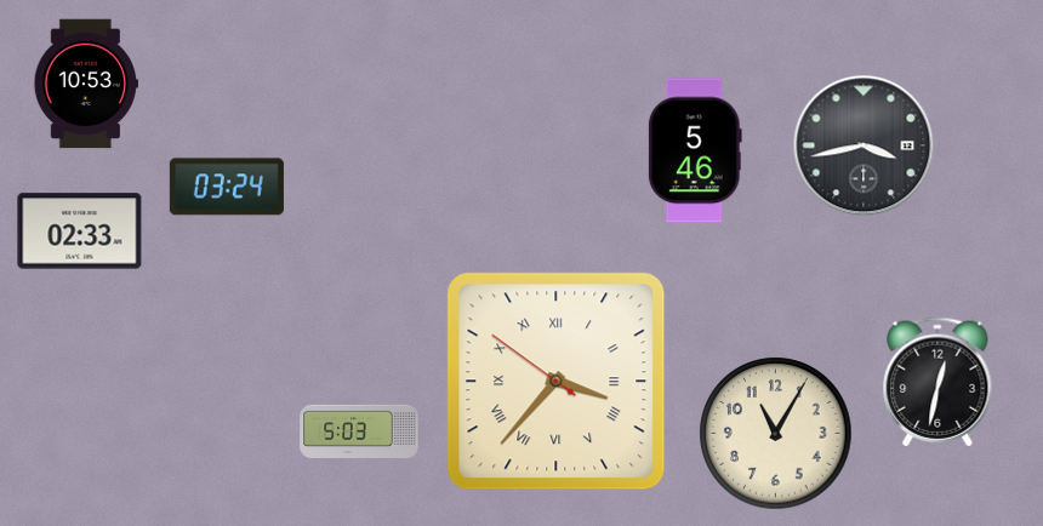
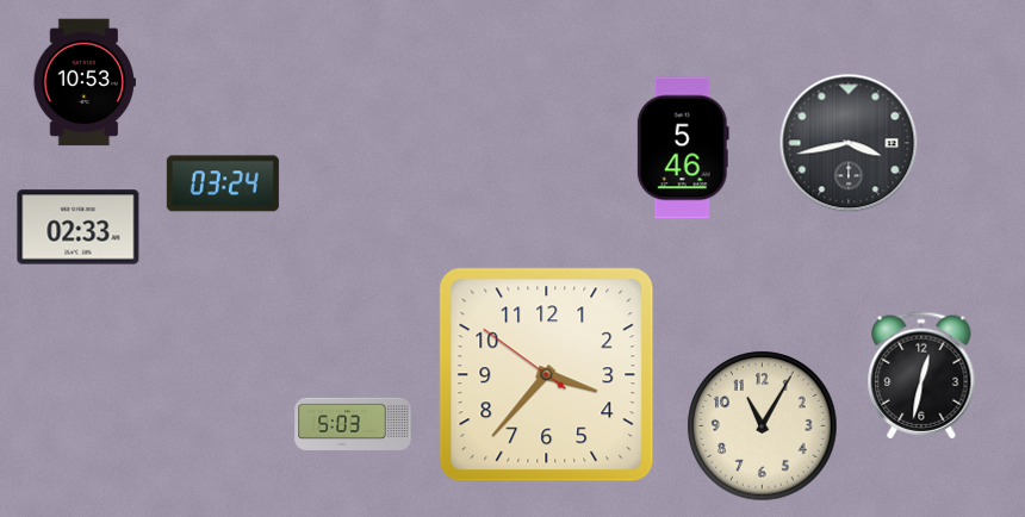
clock at (557, 382) numerals: Roman -> Arabic
